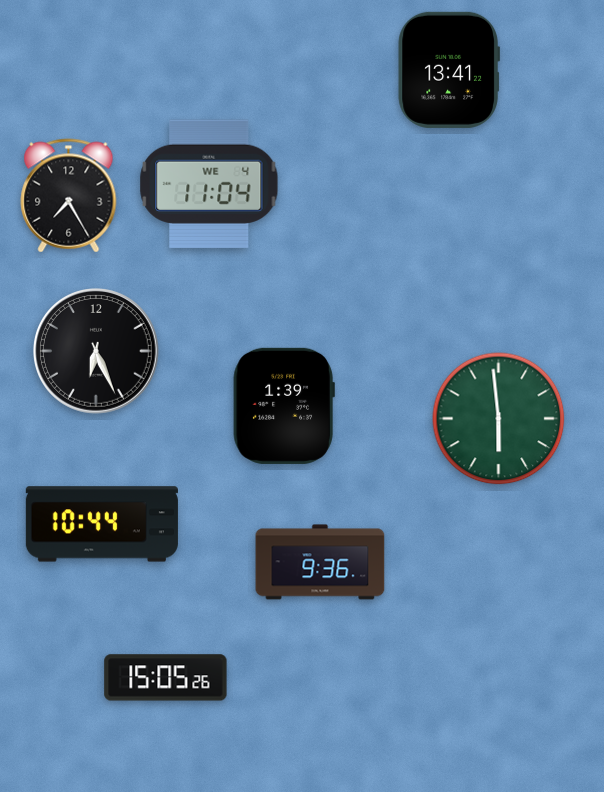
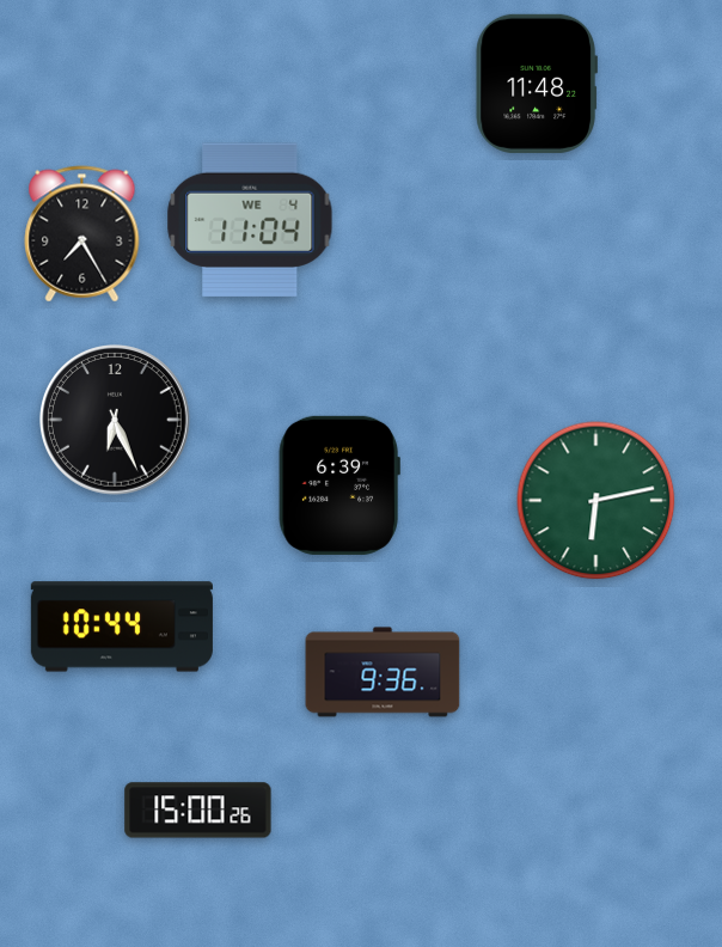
clock at (449, 70): 13:41 -> 11:48
clock at (284, 406): 1:39 -> 6:39
clock at (499, 419): 5:59 -> 6:13
clock at (166, 678): 15:05 -> 15:00
